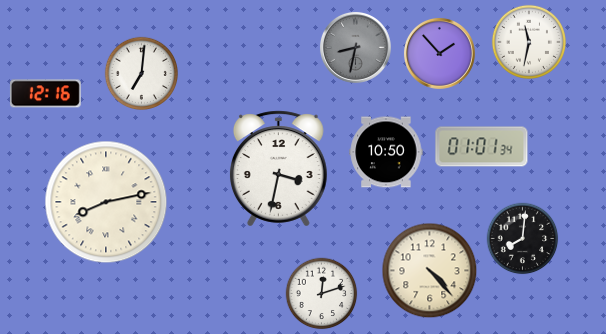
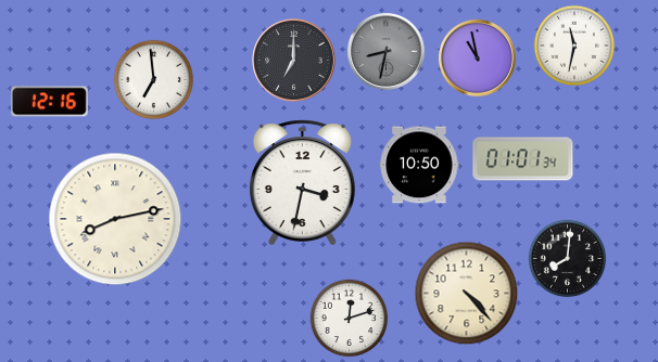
clock at (439, 53): 1:53 -> 10:58
clock at (294, 61): none -> 7:00
clock at (141, 73): 7:01 -> 6:59
